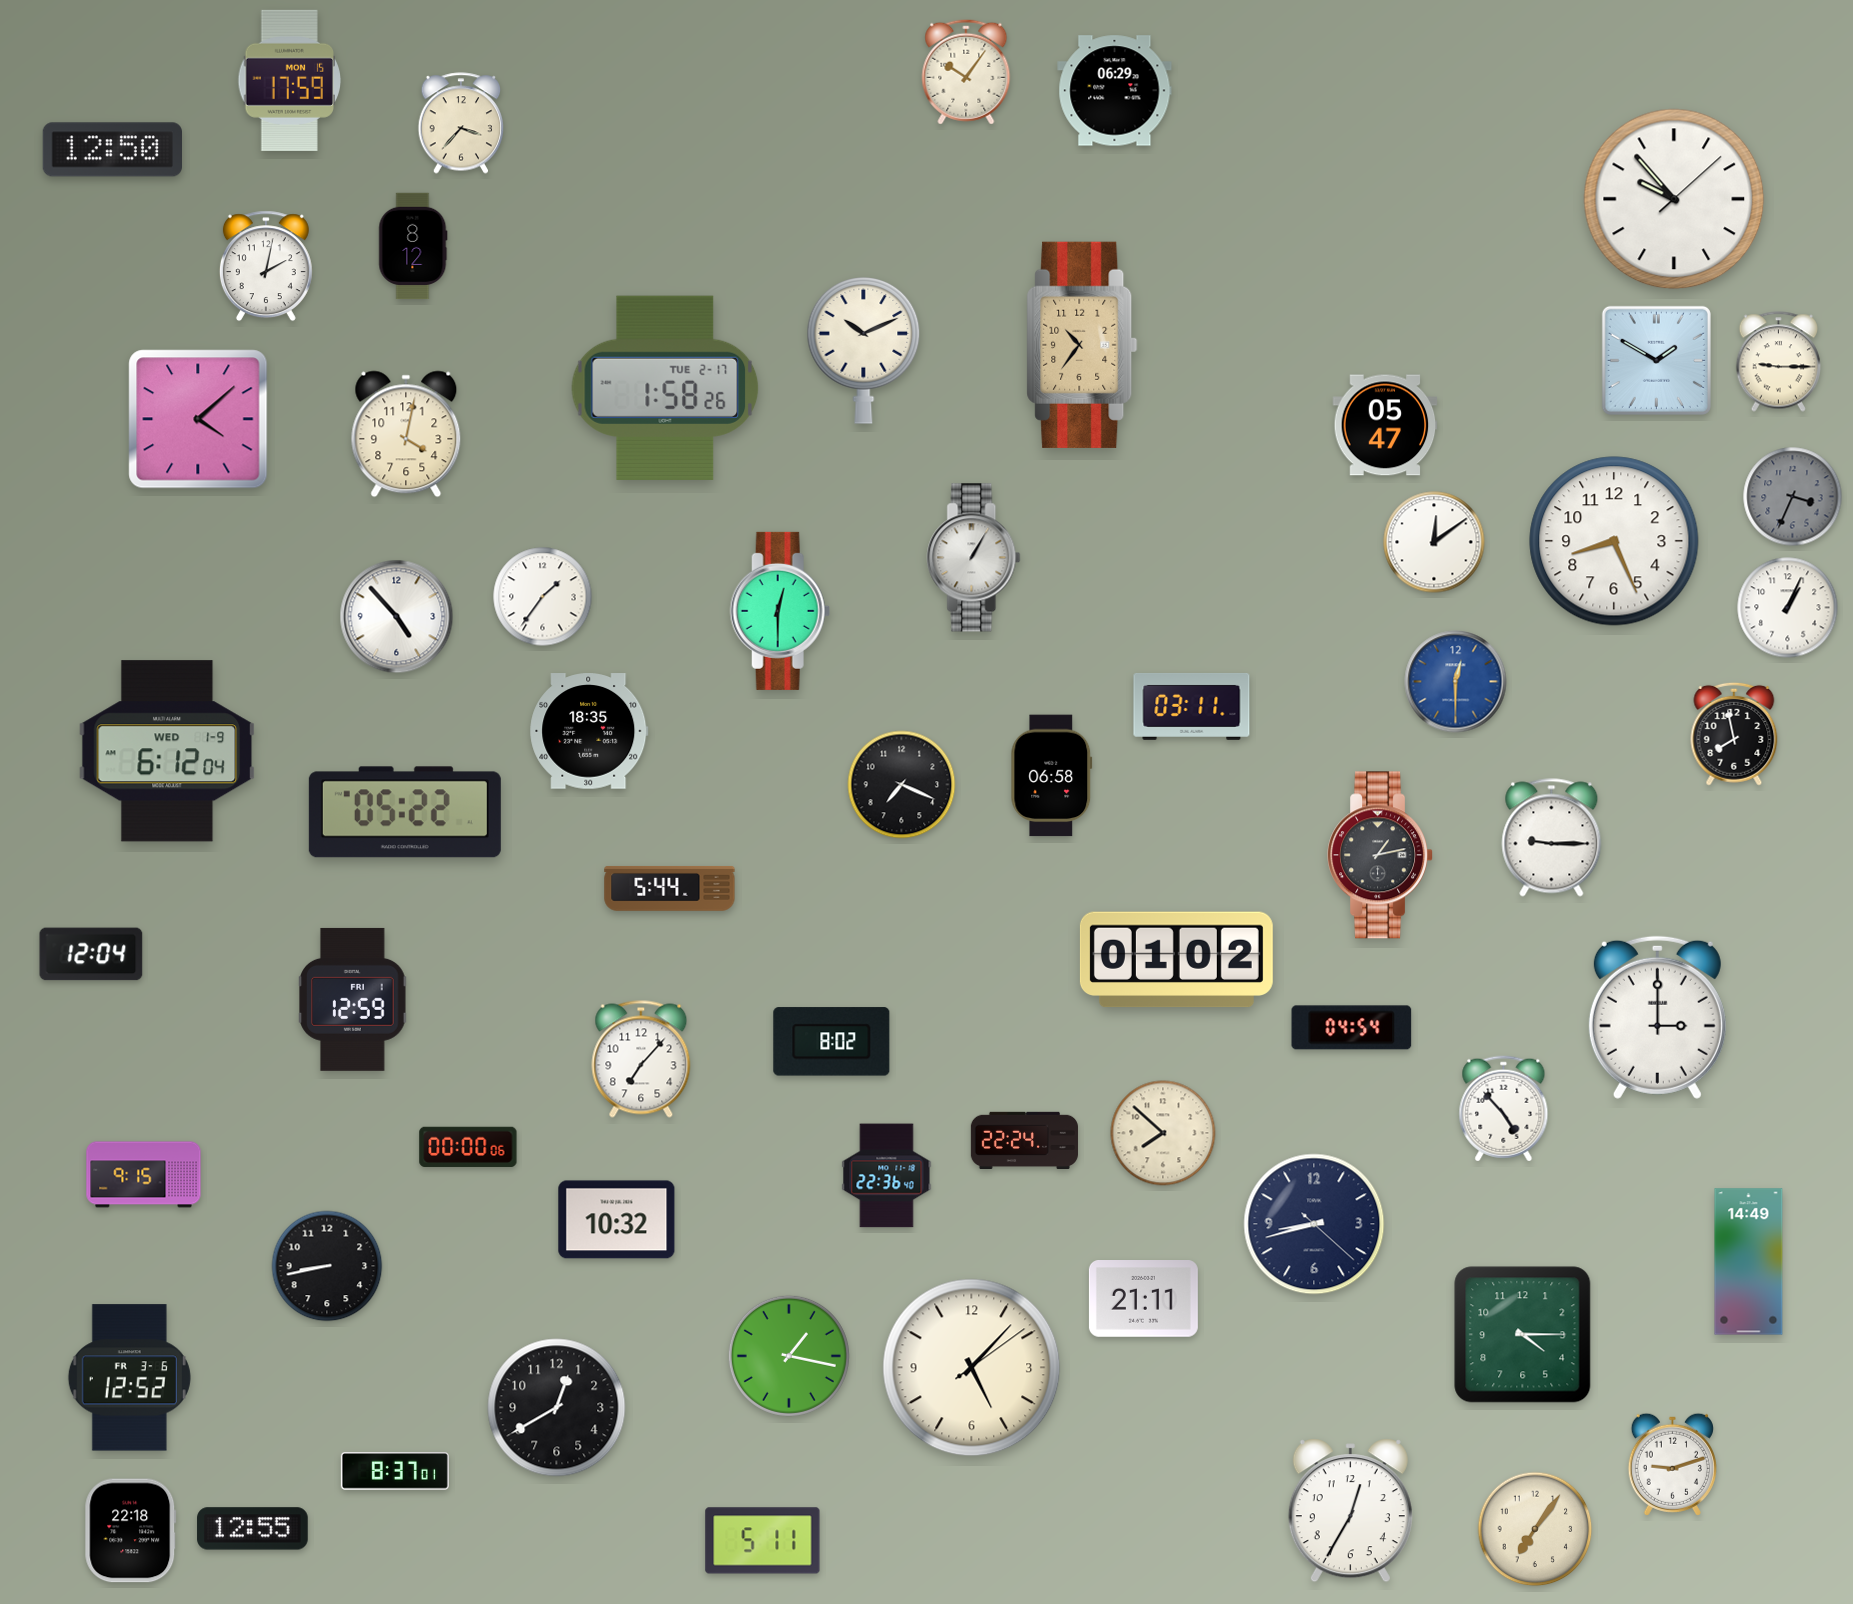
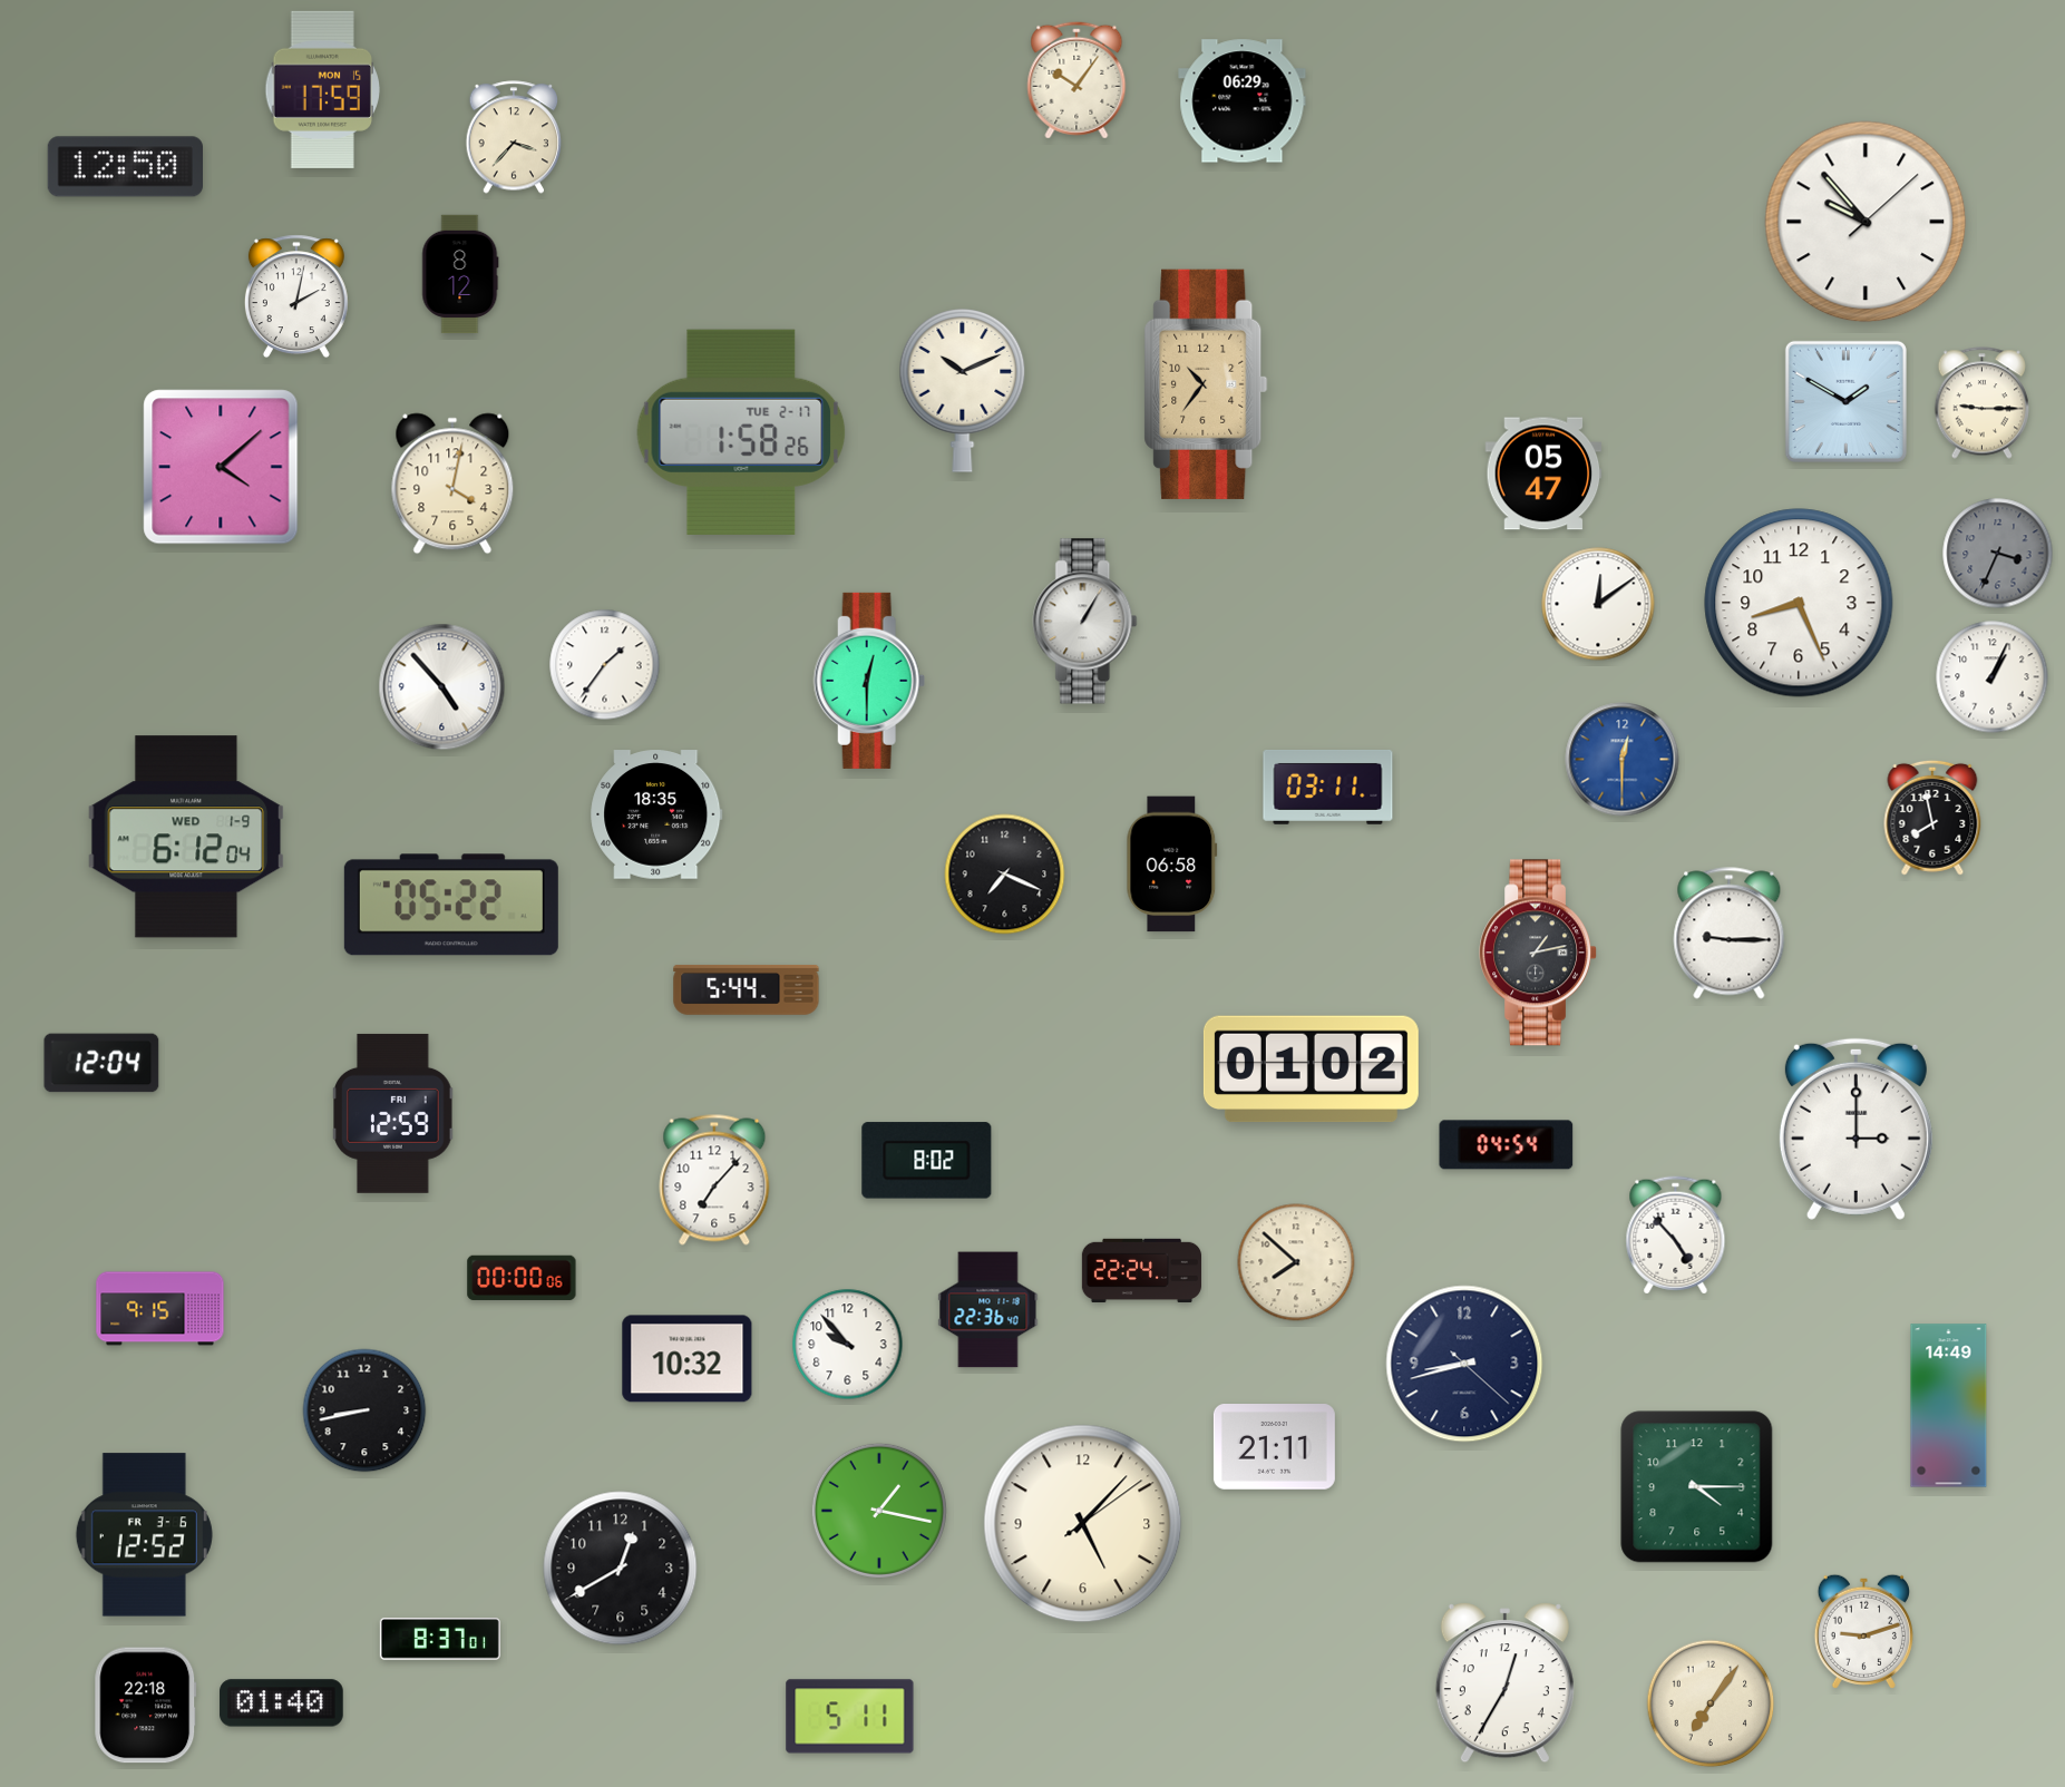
clock at (1657, 1017) position: (1657, 1017) -> (1855, 1129)
clock at (848, 1345): none -> 9:53
clock at (253, 1529): 12:55 -> 01:40
